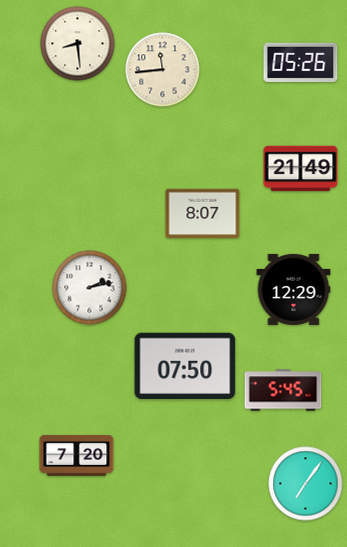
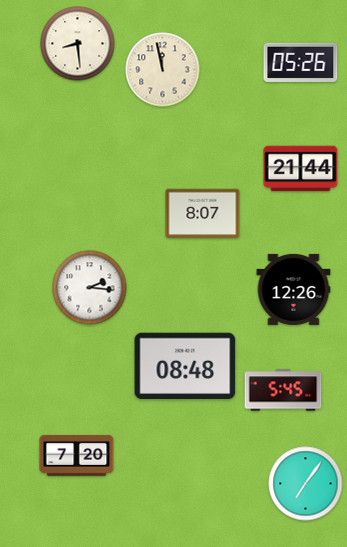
clock at (163, 70): 11:44 -> 11:58
clock at (301, 169): 21:49 -> 21:44
clock at (90, 288): 2:13 -> 2:16
clock at (294, 289): 12:29 -> 12:26
clock at (185, 366): 07:50 -> 08:48
